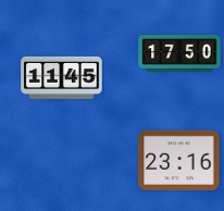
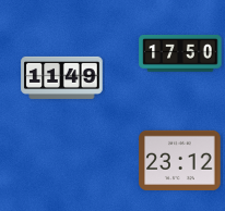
clock at (62, 77): 11:45 -> 11:49
clock at (179, 160): 23:16 -> 23:12
